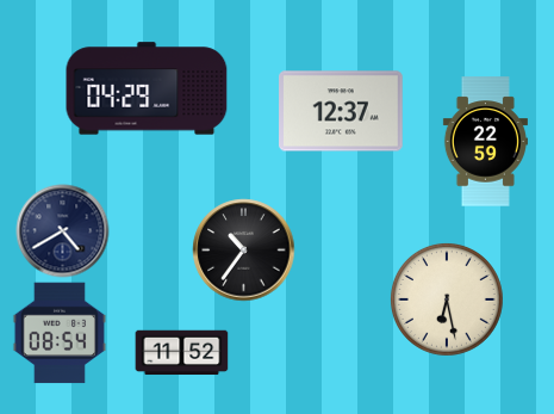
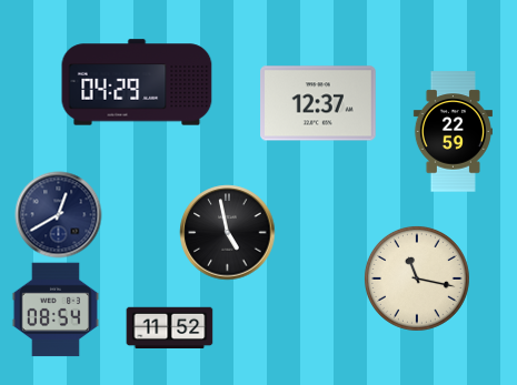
clock at (62, 230): 4:40 -> 12:40
clock at (243, 249): 10:36 -> 4:58
clock at (447, 299): 6:28 -> 11:17
